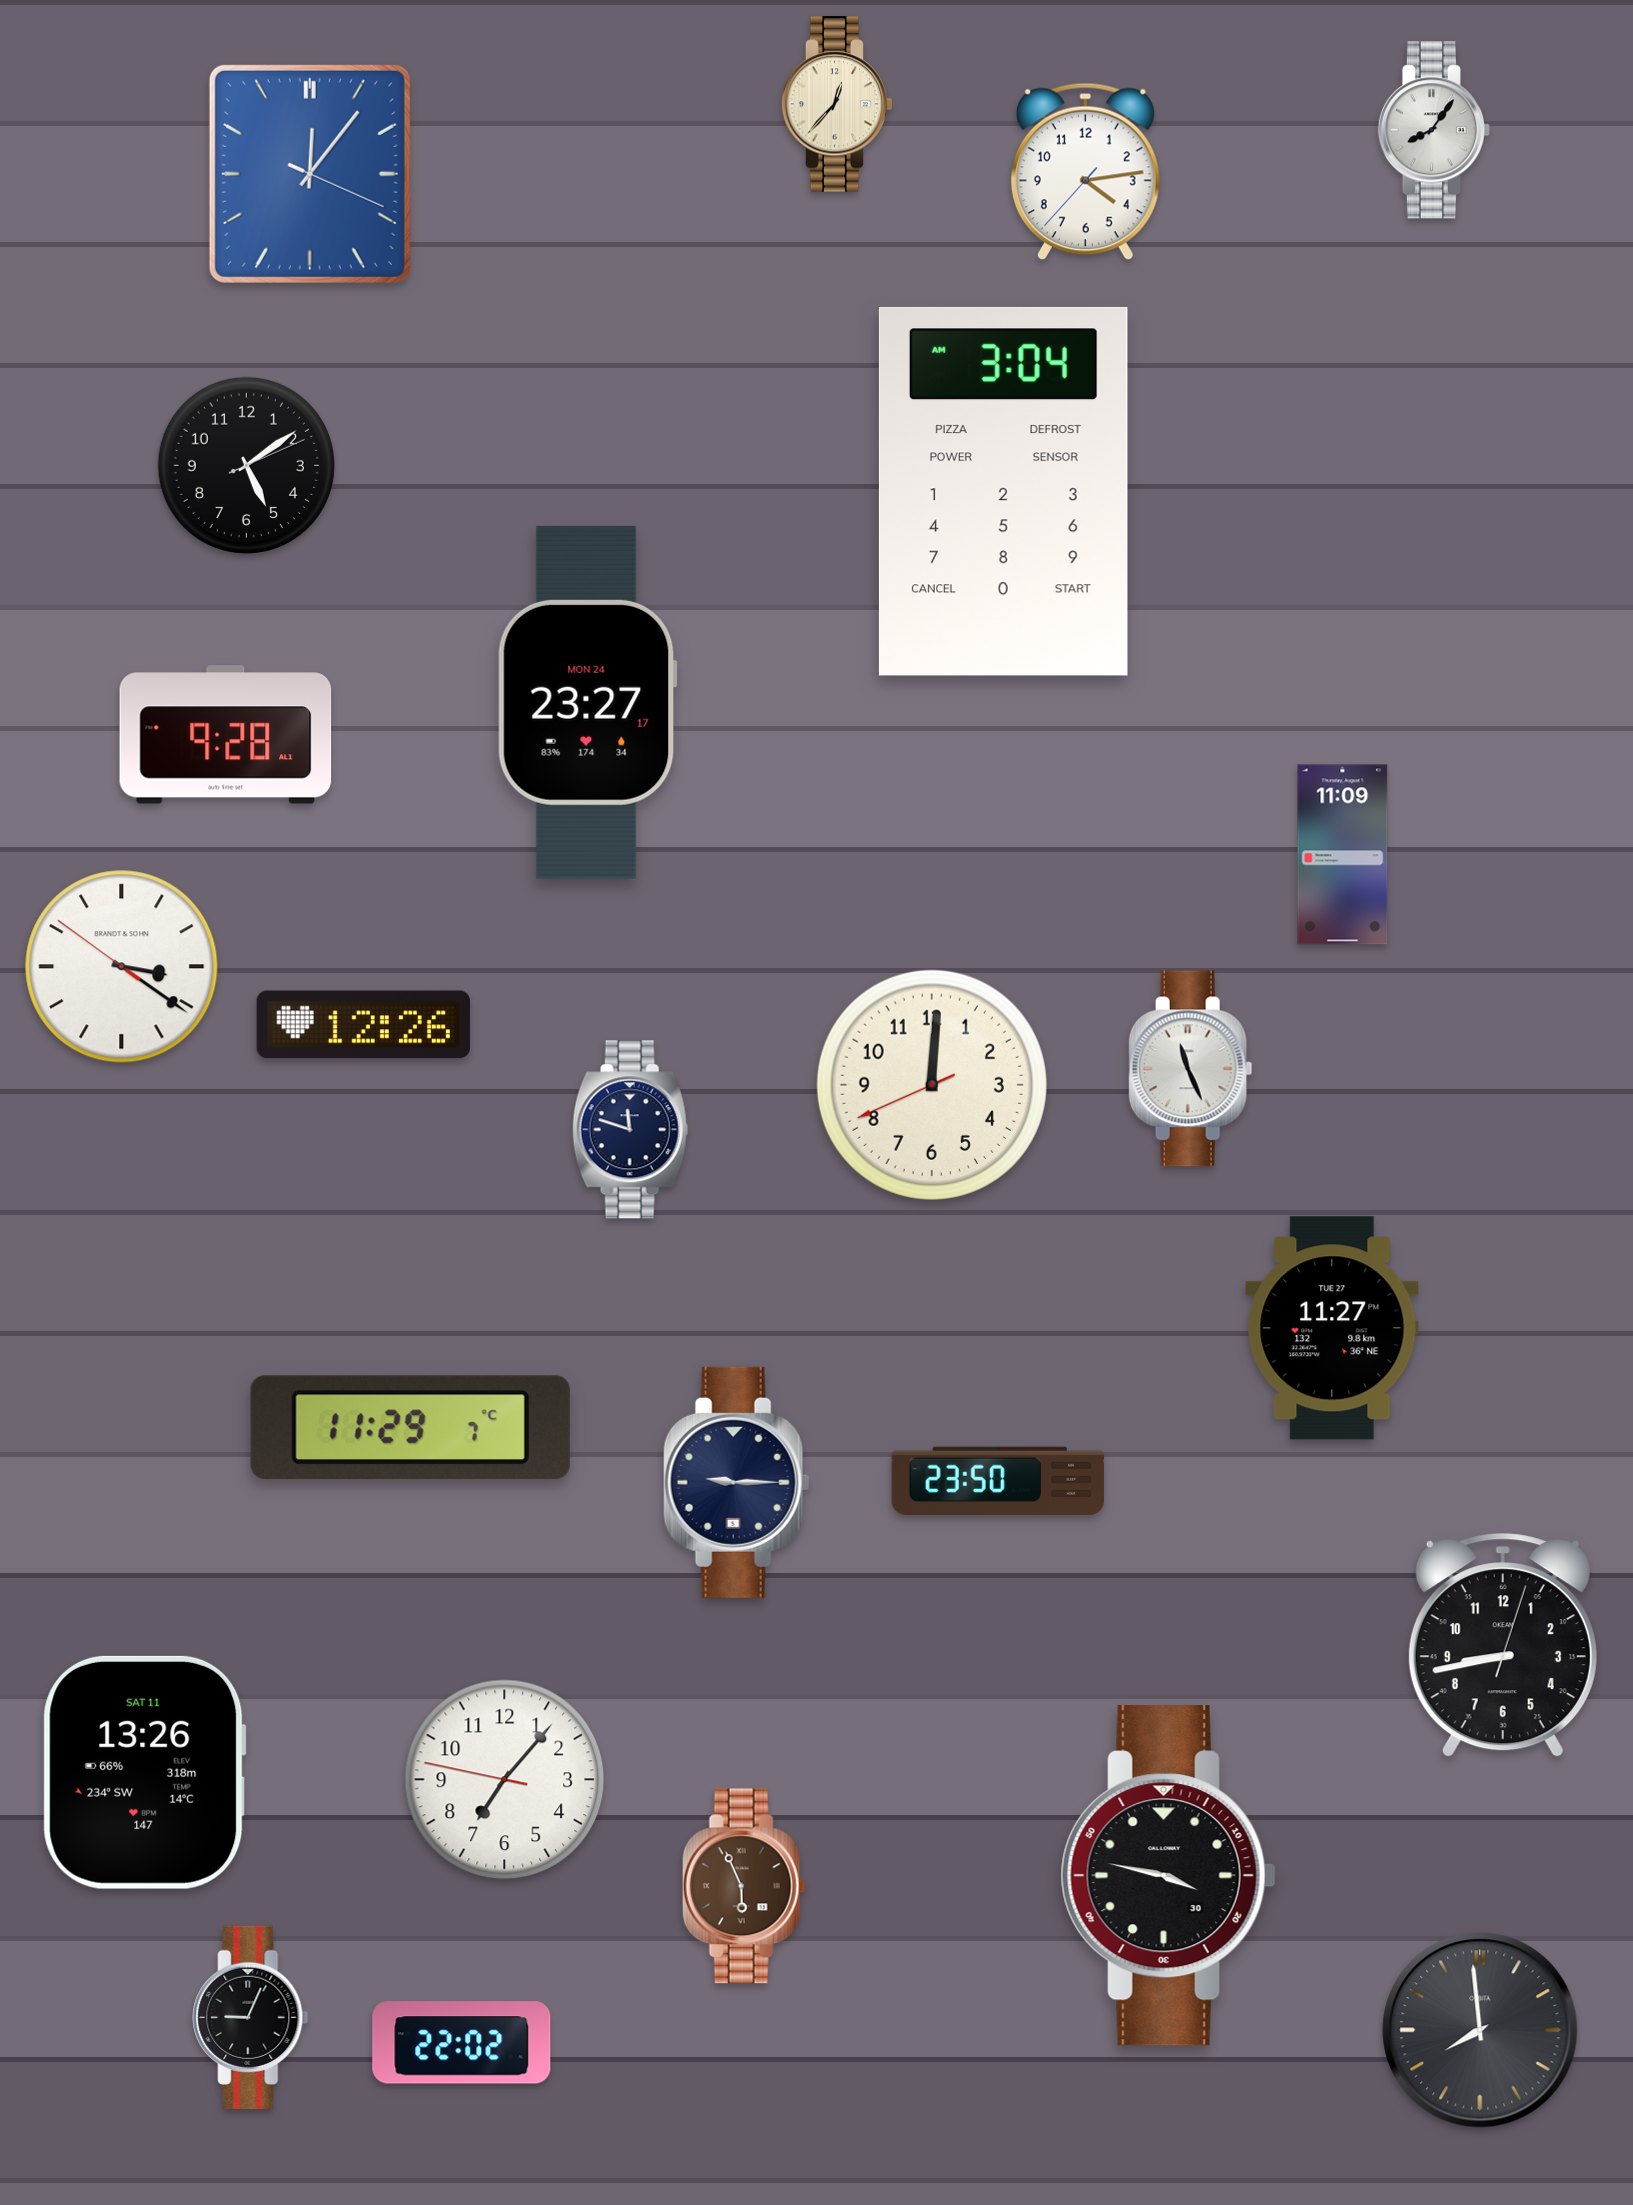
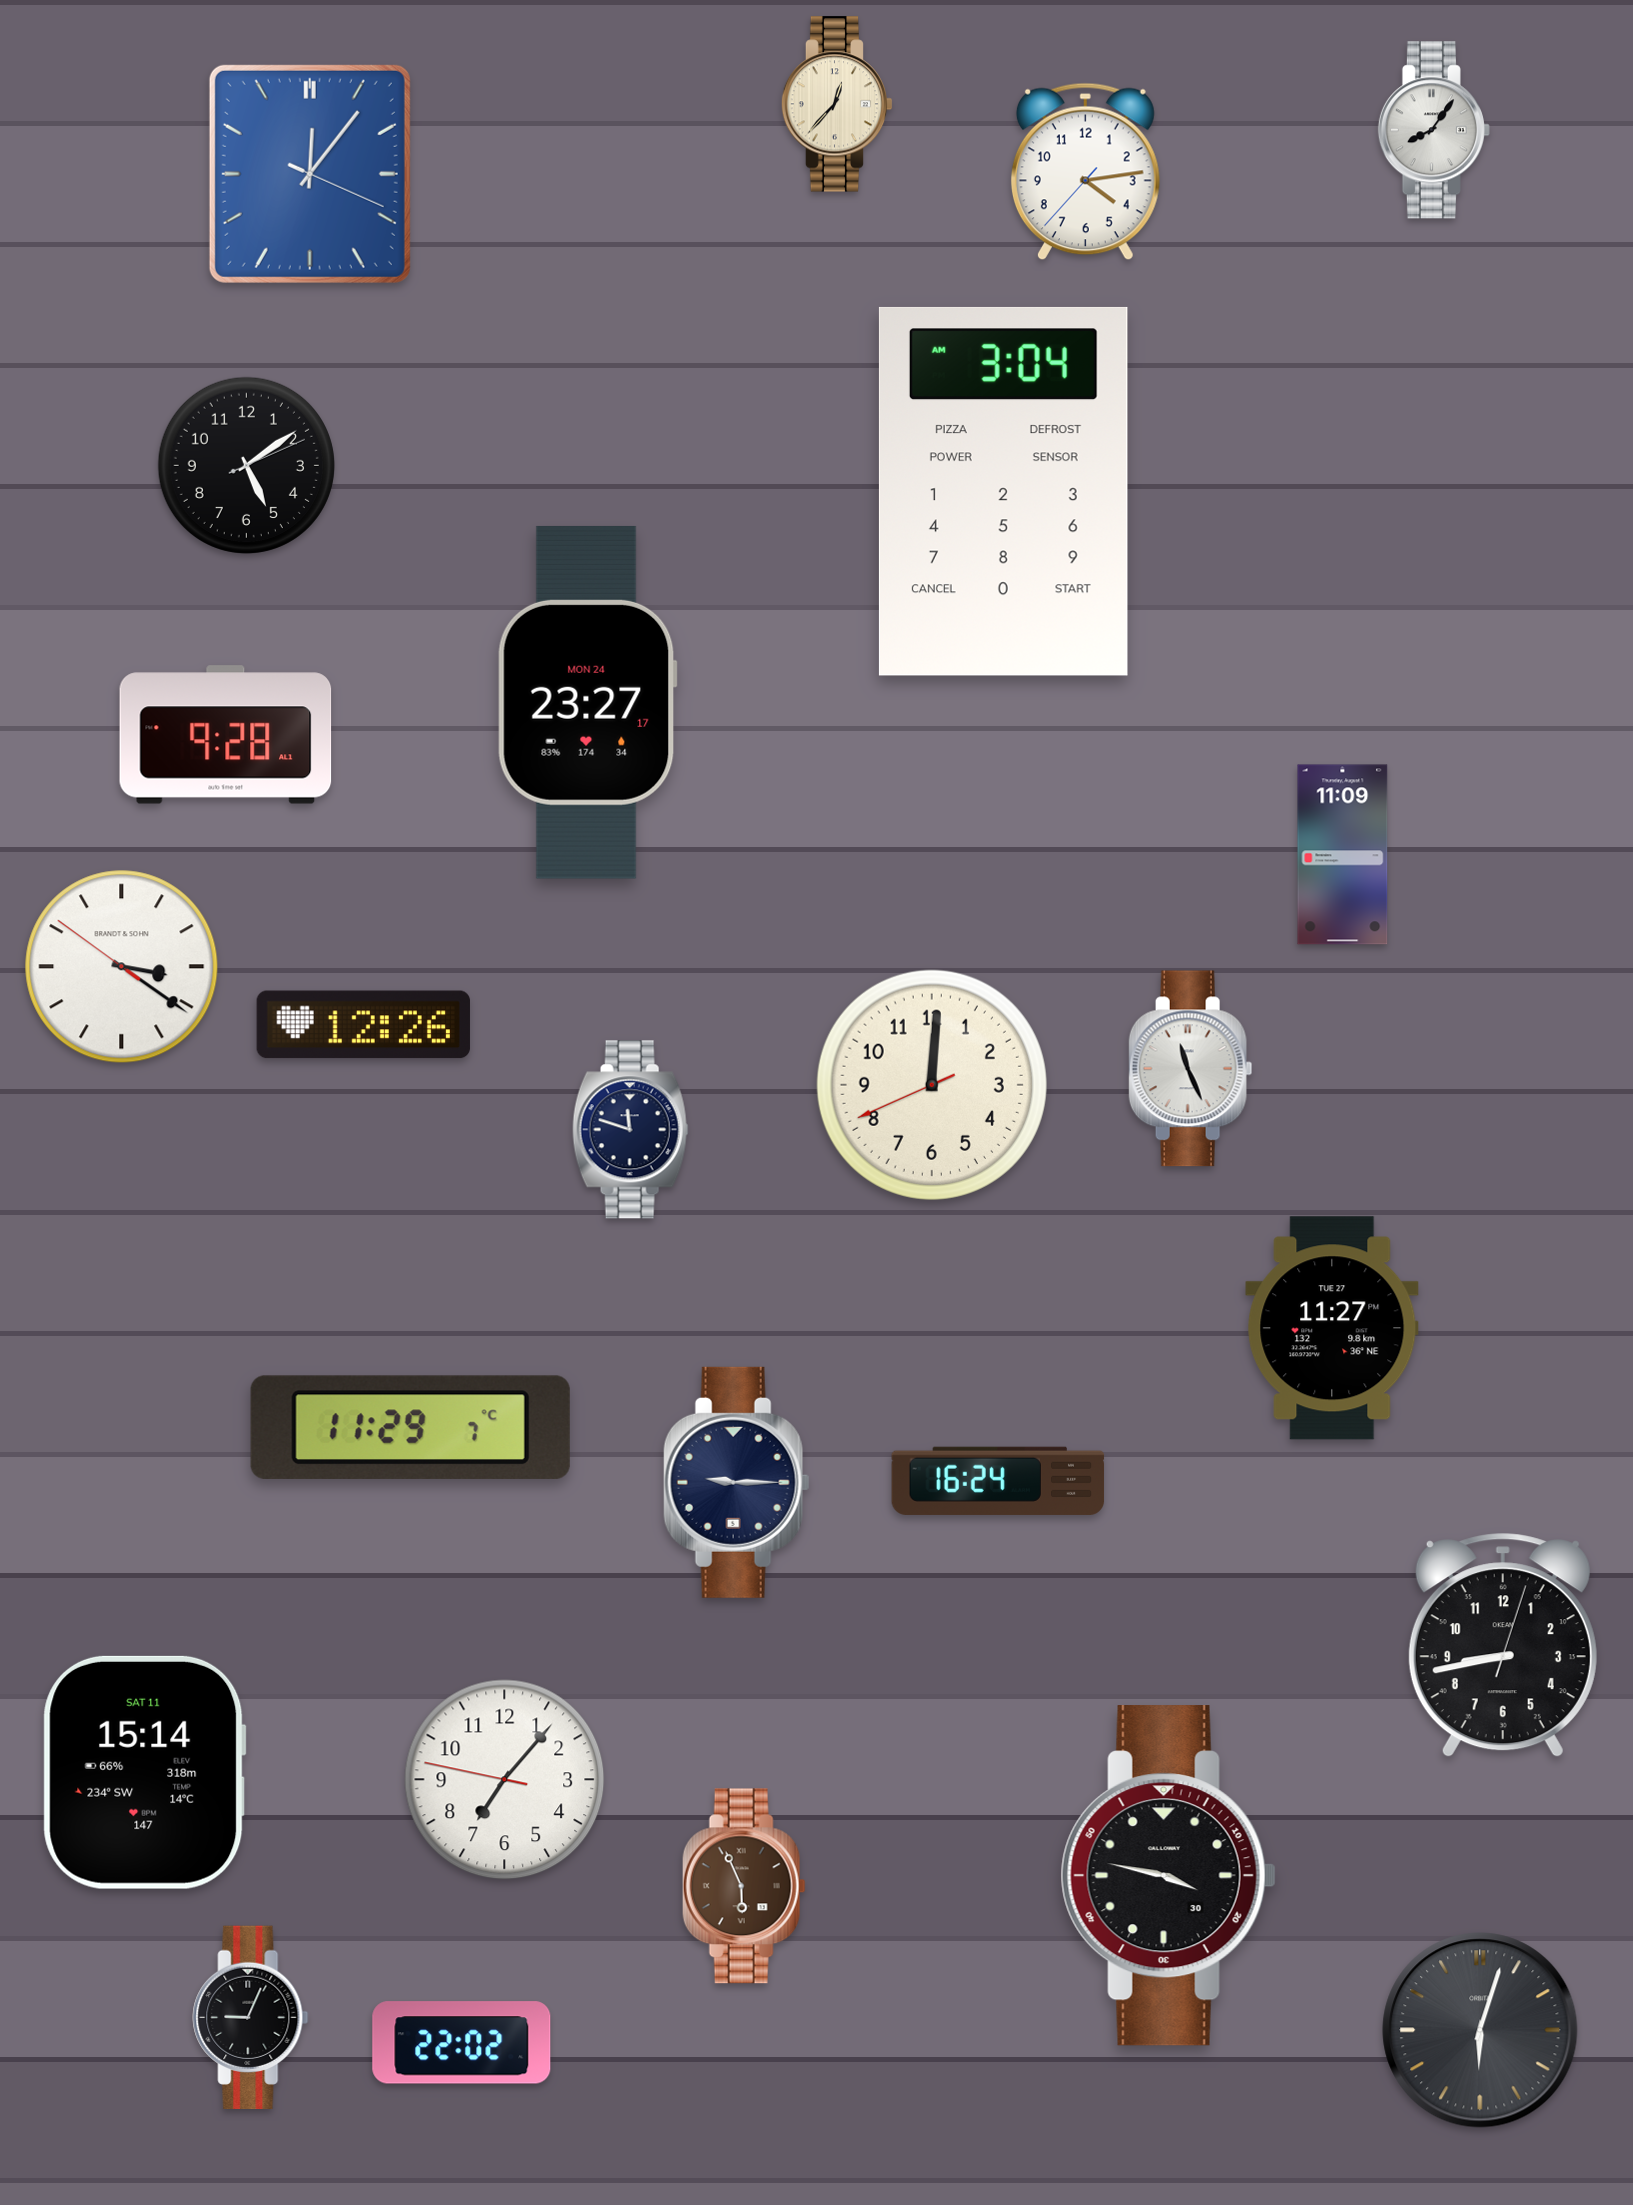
clock at (998, 1481): 23:50 -> 16:24
clock at (144, 1772): 13:26 -> 15:14
clock at (1480, 2030): 7:59 -> 6:03
